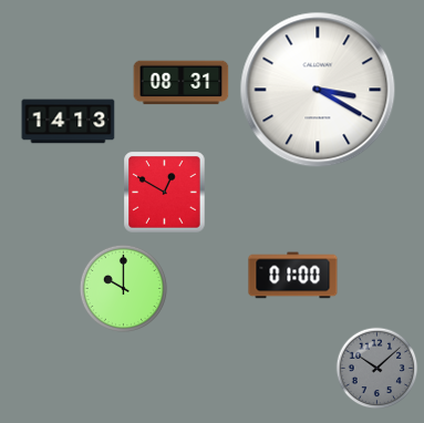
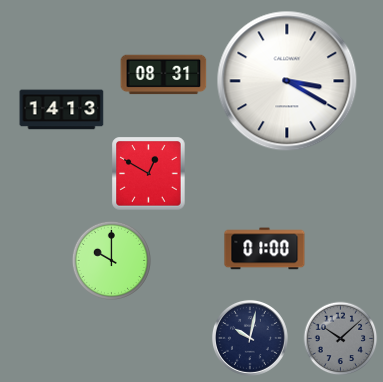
clock at (378, 369) position: (378, 369) -> (341, 339)
clock at (250, 338): none -> 10:02
